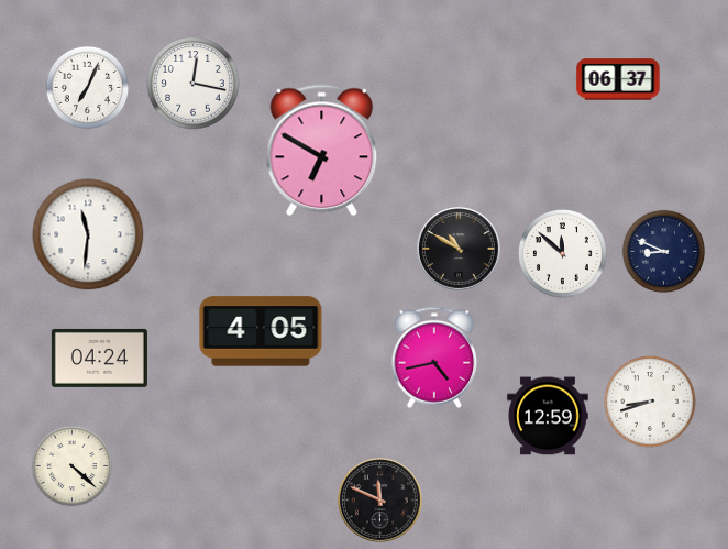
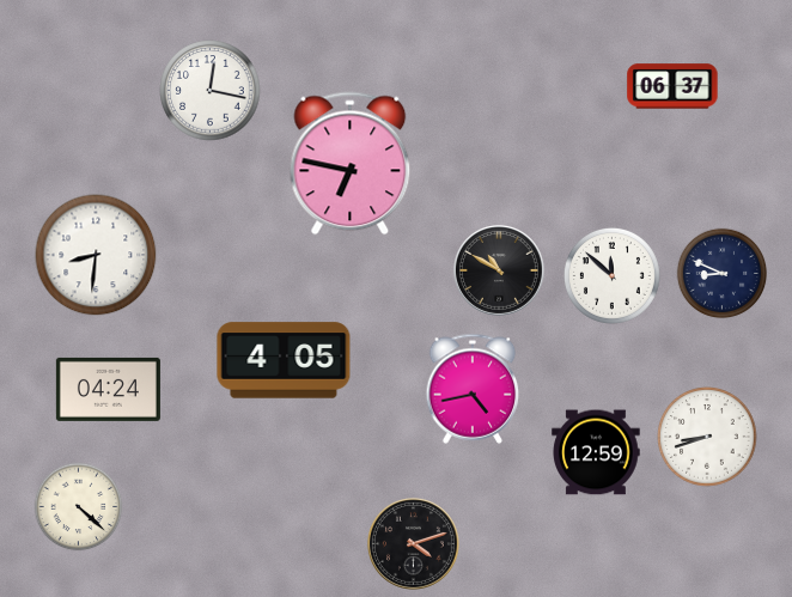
clock at (88, 88): 7:04 -> none
clock at (322, 151): 6:50 -> 6:47
clock at (88, 234): 11:31 -> 8:31
clock at (380, 501): 11:49 -> 4:12
